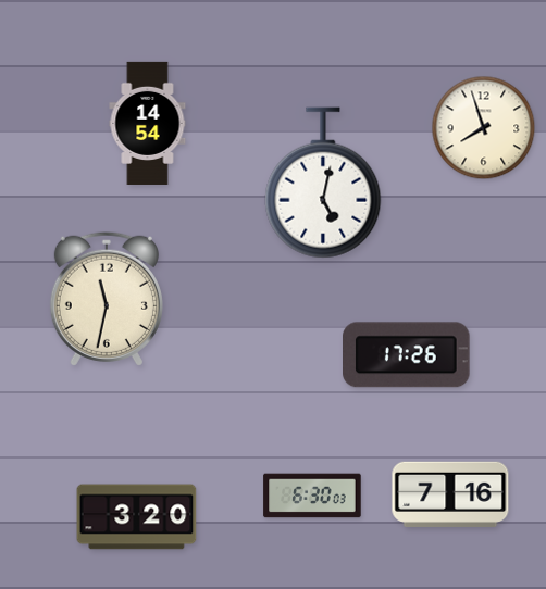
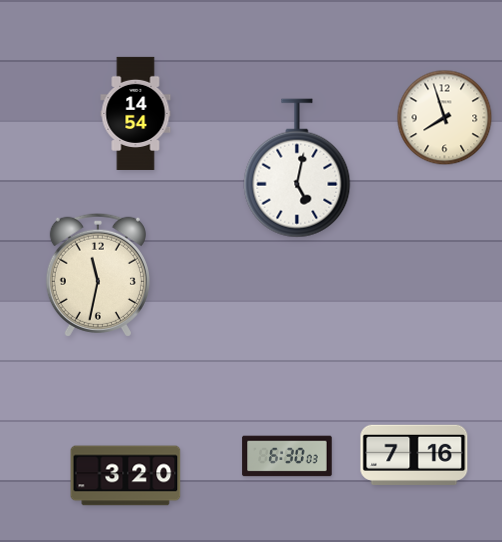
clock at (407, 355): 17:26 -> none
